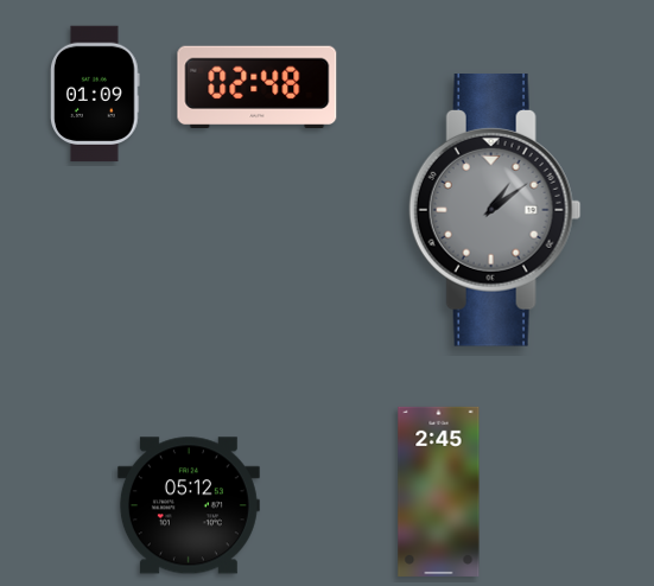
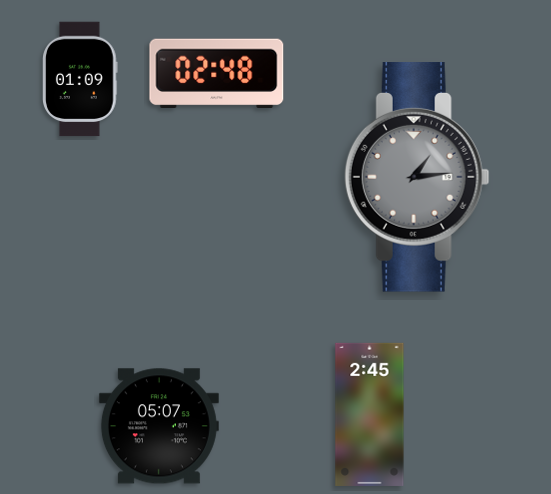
clock at (495, 211): 1:09 -> 1:14
clock at (189, 505): 05:12 -> 05:07
